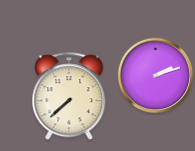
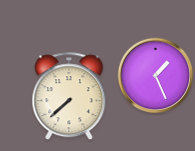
clock at (156, 76): 2:12 -> 1:26
